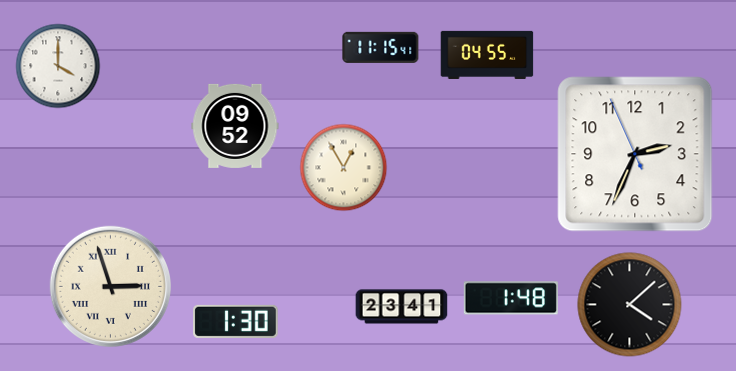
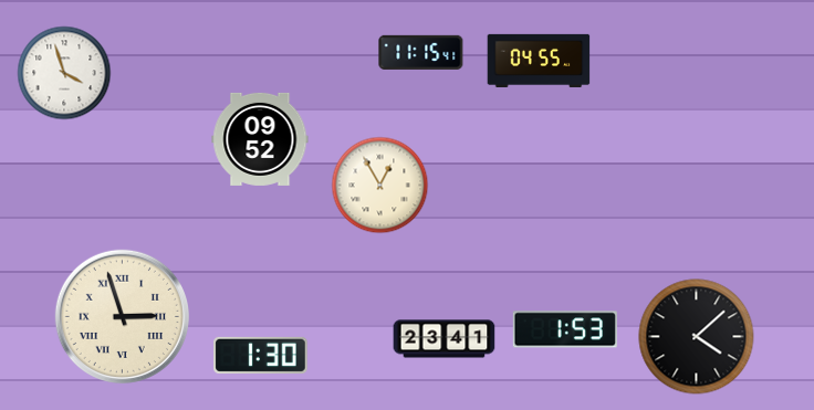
clock at (58, 66): 4:00 -> 3:57
clock at (635, 154): 2:33 -> none
clock at (511, 298): 1:48 -> 1:53
